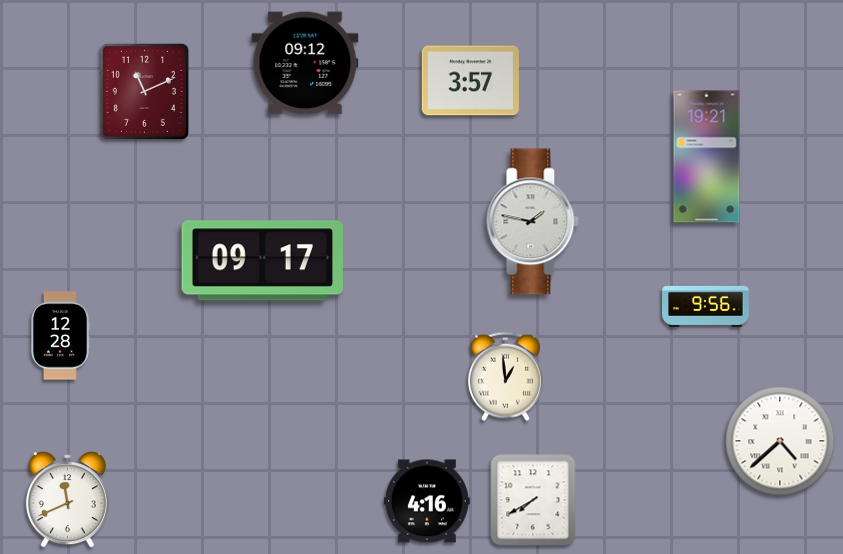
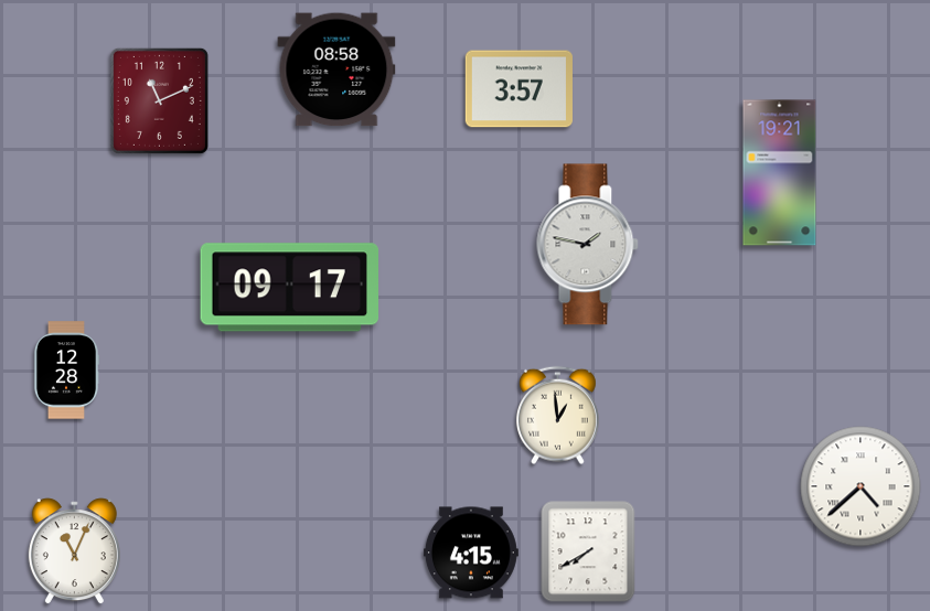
clock at (305, 63): 09:12 -> 08:58
clock at (706, 306): 9:56 -> none
clock at (67, 500): 11:41 -> 11:04
clock at (427, 501): 4:16 -> 4:15
